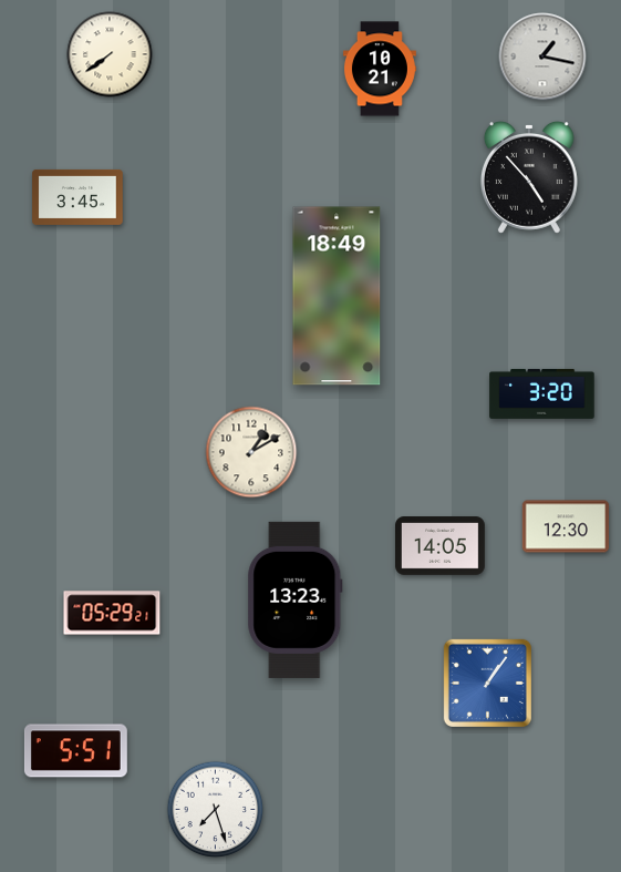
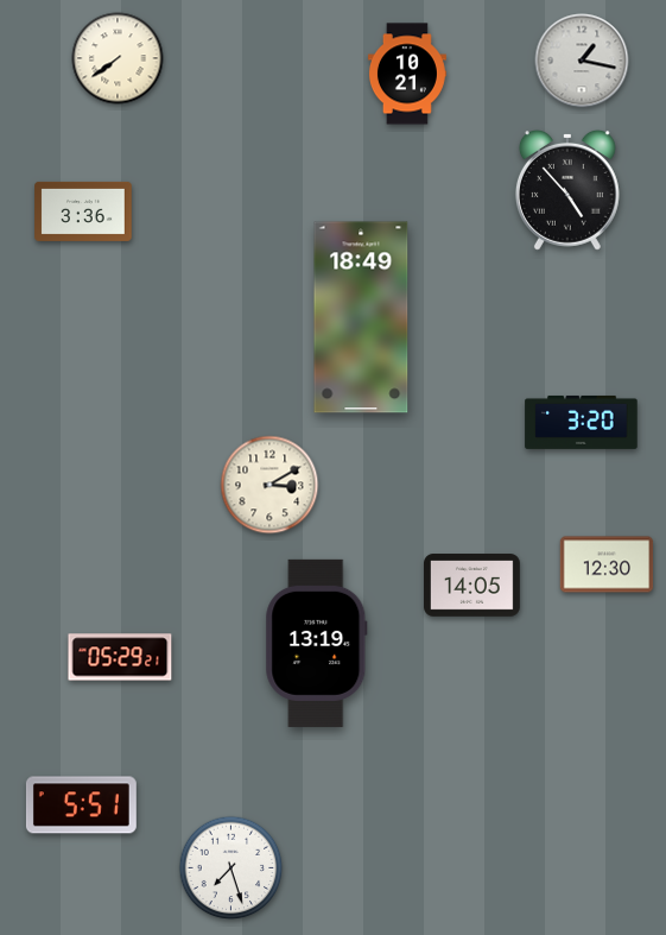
clock at (77, 197): 3:45 -> 3:36
clock at (251, 452): 1:10 -> 3:10
clock at (296, 599): 13:23 -> 13:19
clock at (487, 683): 1:06 -> none
